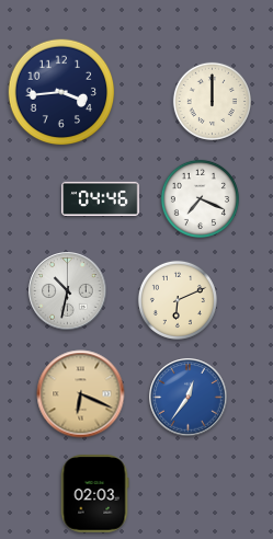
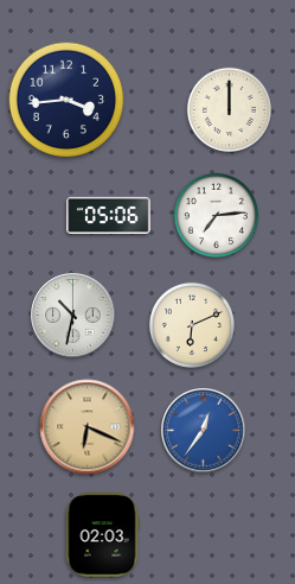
clock at (101, 198): 04:46 -> 05:06
clock at (200, 198): 7:19 -> 7:14
